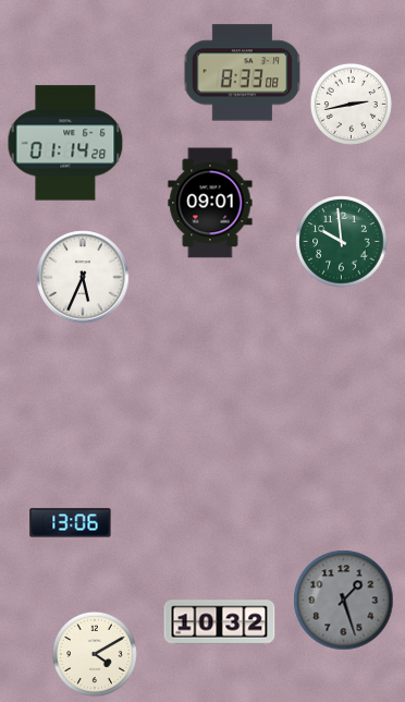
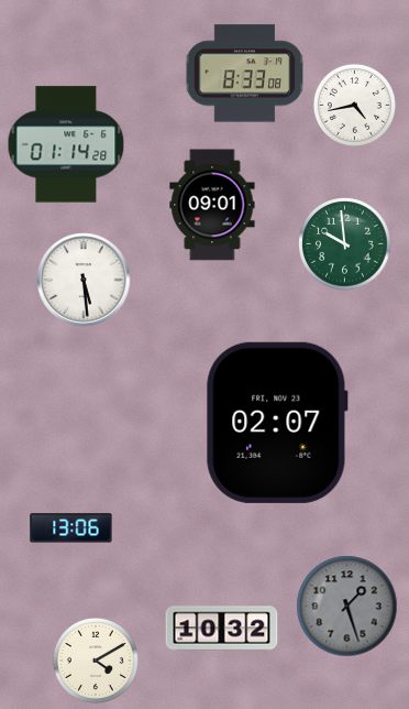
clock at (351, 104): 2:43 -> 4:43
clock at (83, 277): 5:34 -> 5:29
clock at (277, 423): none -> 02:07
